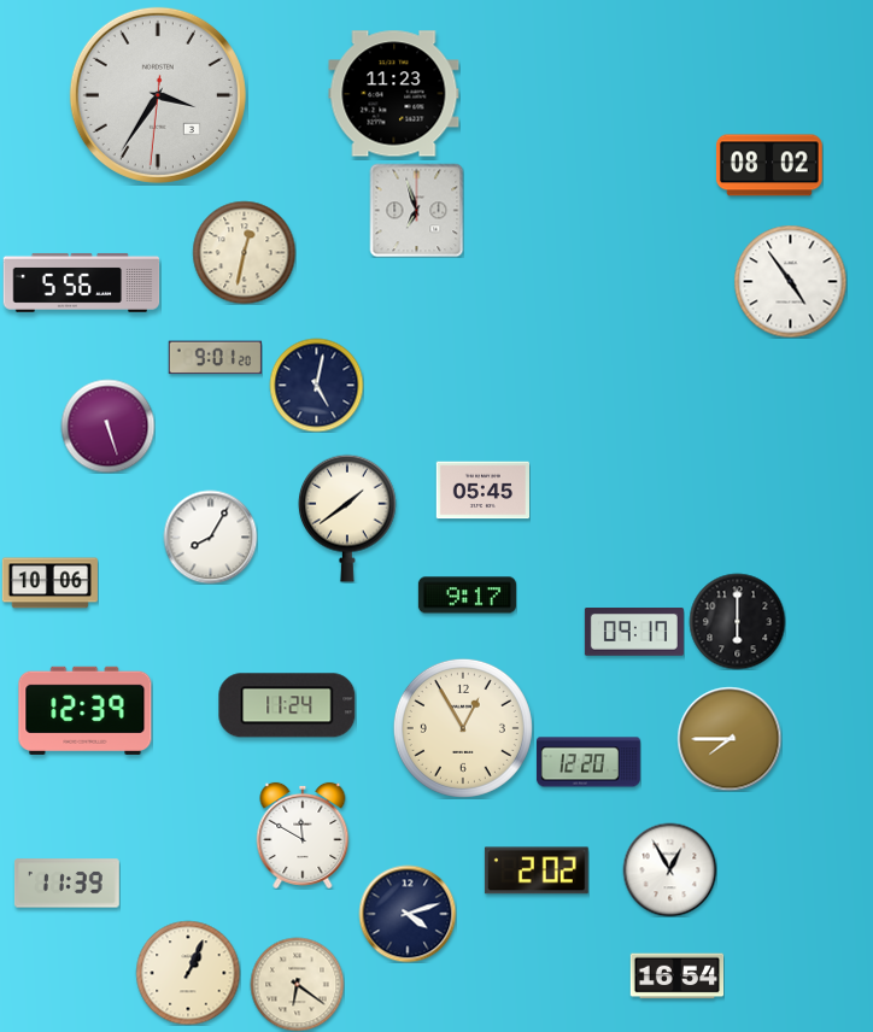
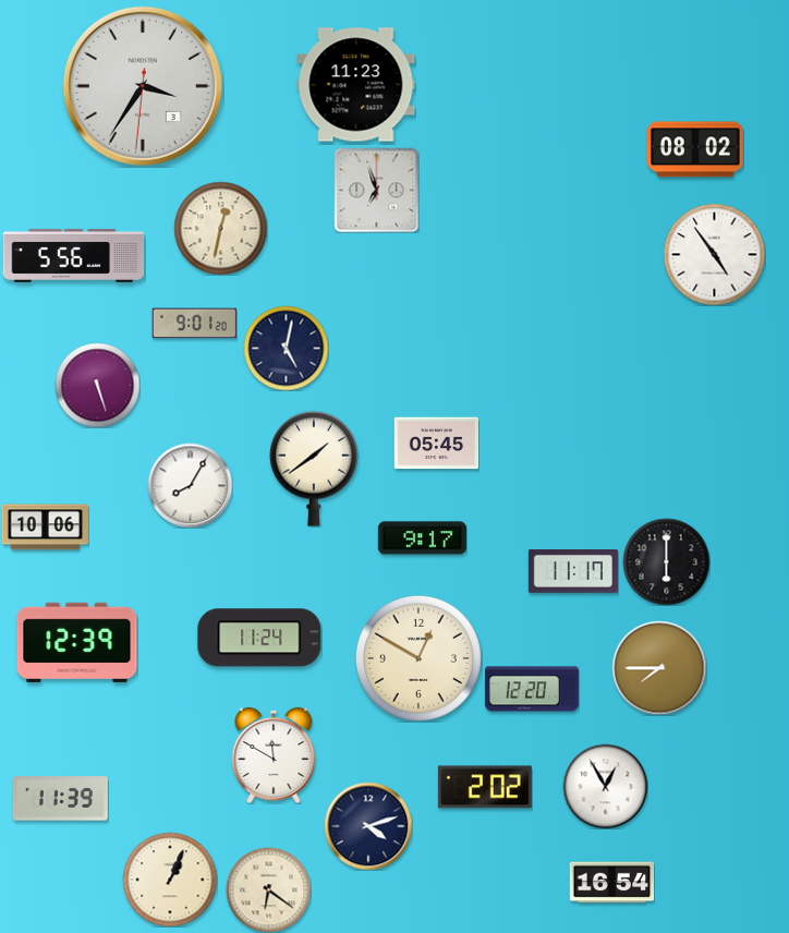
clock at (634, 632): 09:17 -> 11:17
clock at (463, 728): 12:55 -> 12:50
